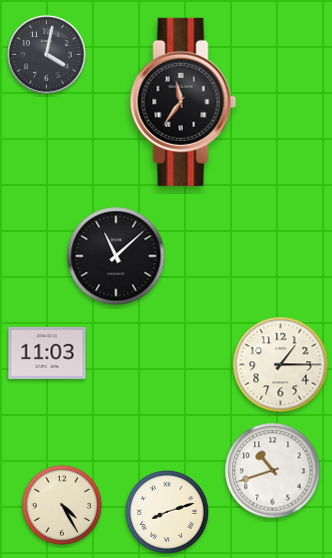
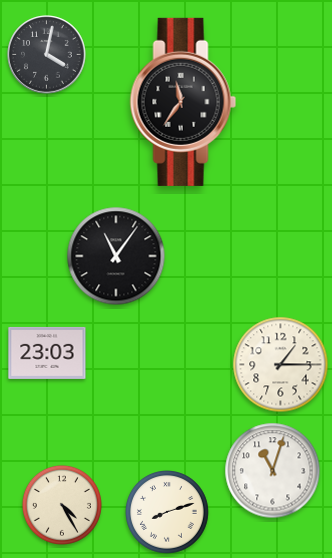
clock at (116, 256): 11:08 -> 11:06
clock at (47, 353): 11:03 -> 23:03
clock at (273, 471): 10:42 -> 11:03
